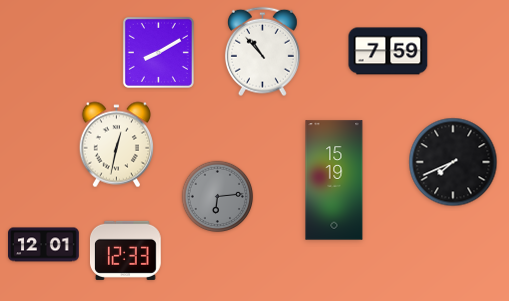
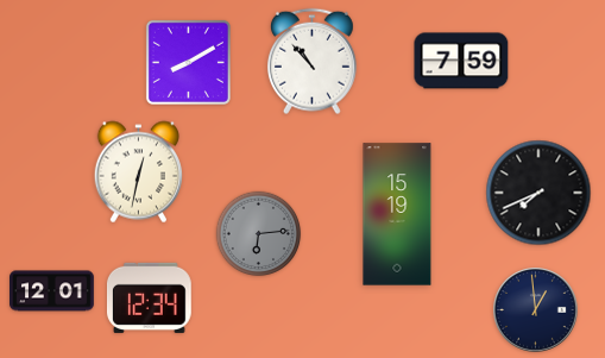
clock at (125, 250): 12:33 -> 12:34
clock at (536, 310): none -> 12:59
